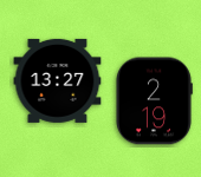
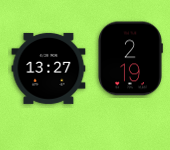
clock at (154, 101) position: (154, 101) -> (130, 59)
